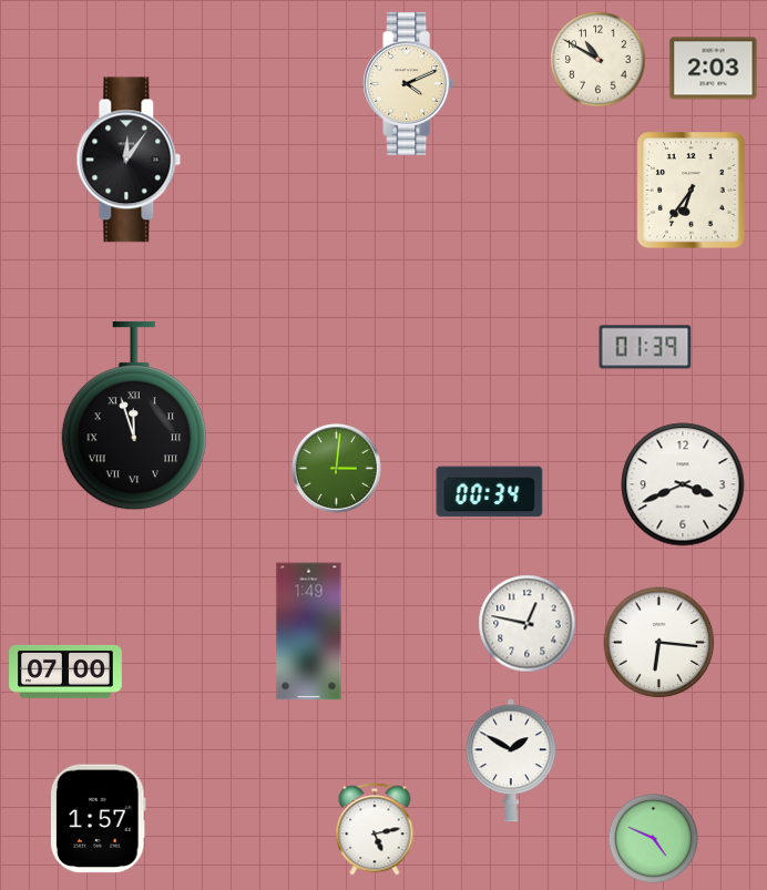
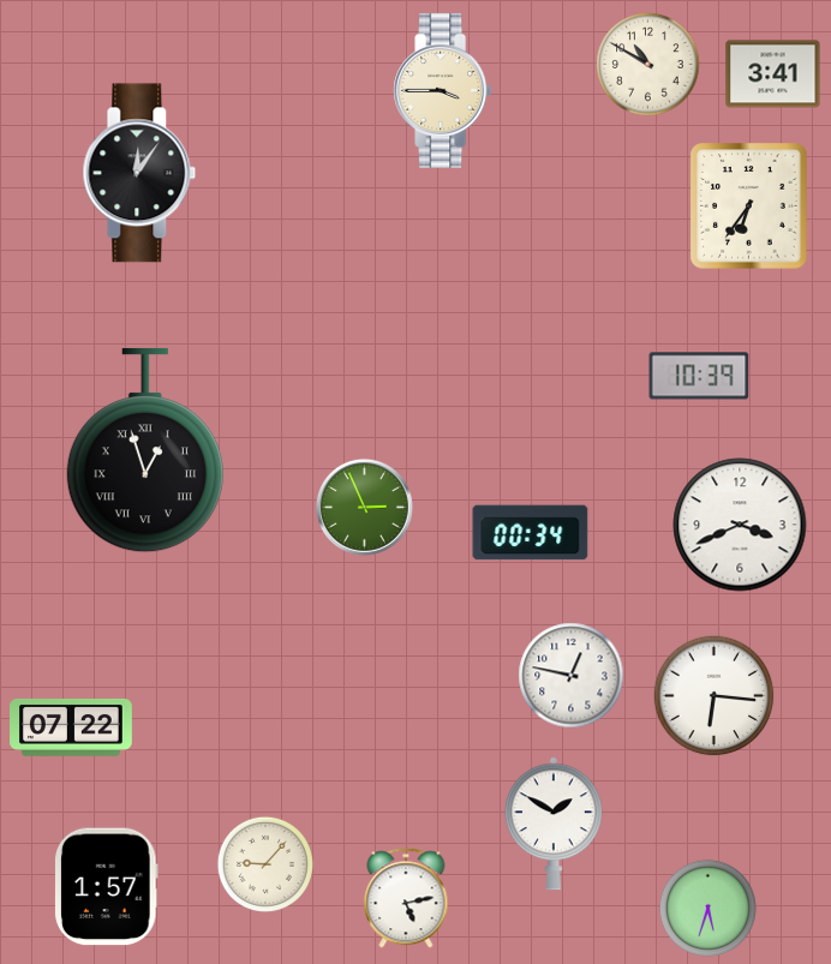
clock at (714, 69): 2:03 -> 3:41
clock at (409, 83): 4:11 -> 3:45
clock at (645, 347): 01:39 -> 10:39
clock at (134, 416): 11:57 -> 12:57
clock at (337, 469): 3:01 -> 2:56
clock at (309, 632): 1:49 -> none
clock at (67, 672): 07:00 -> 07:22
clock at (265, 864): none -> 9:07
clock at (653, 838): 4:49 -> 5:33
